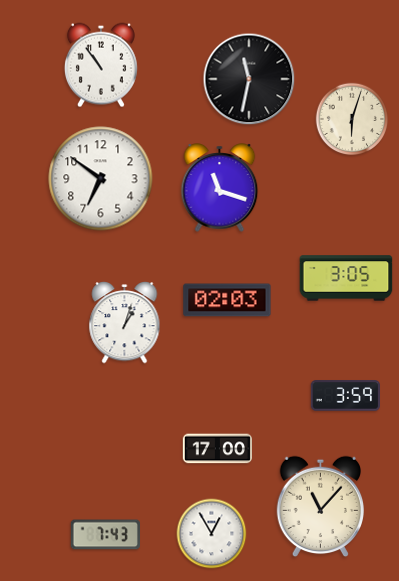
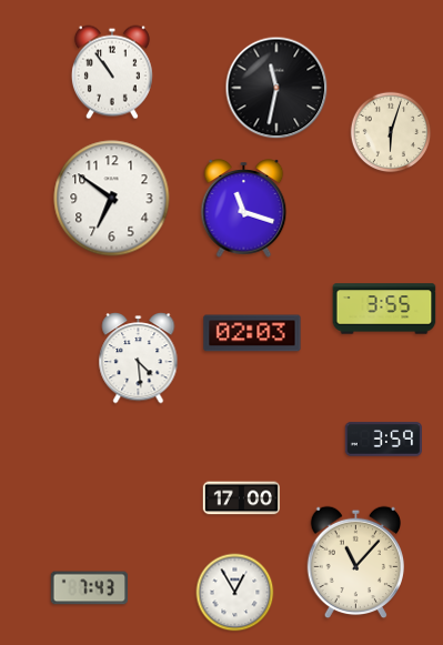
clock at (346, 278): 3:05 -> 3:55
clock at (125, 323): 1:03 -> 4:29
clock at (105, 535) position: (105, 535) -> (89, 588)
